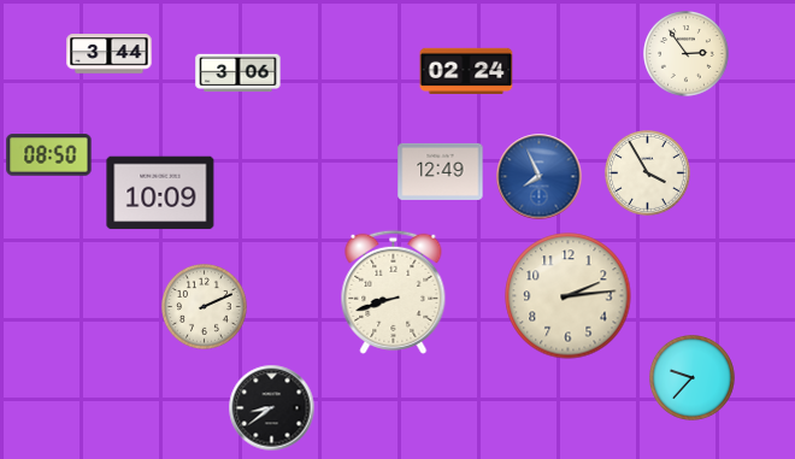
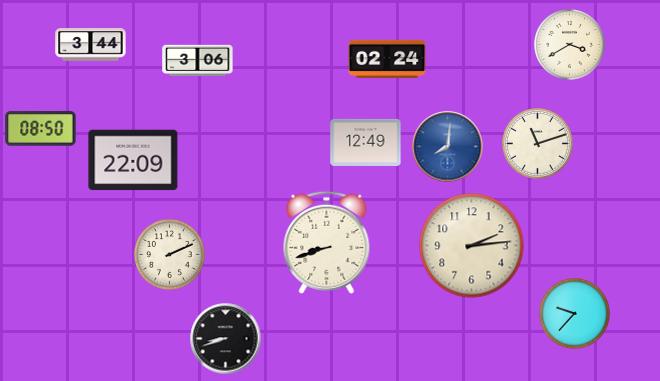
clock at (687, 54): 2:54 -> 3:40
clock at (648, 173): 3:55 -> 11:12
clock at (540, 177): 7:56 -> 8:01
clock at (160, 193): 10:09 -> 22:09
clock at (272, 408): 8:39 -> 8:42
